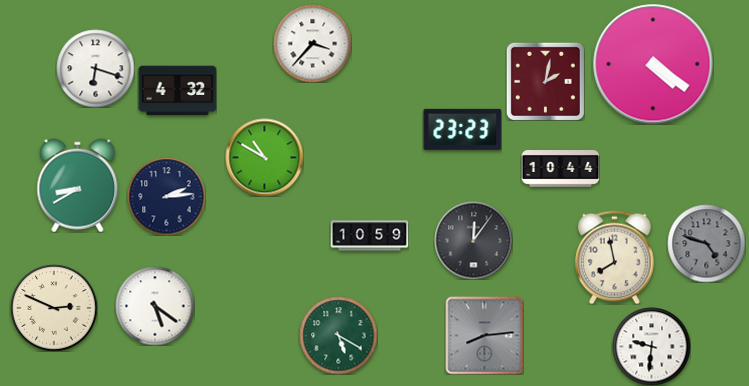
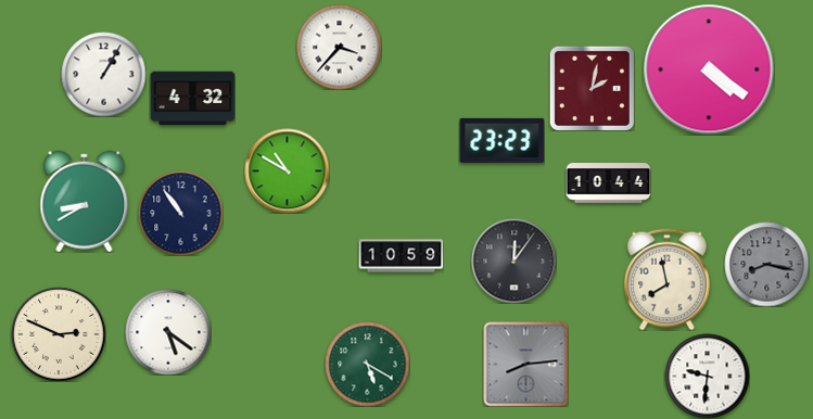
clock at (95, 68): 6:18 -> 1:05
clock at (166, 196): 2:14 -> 10:54
clock at (706, 243): 4:48 -> 8:17
